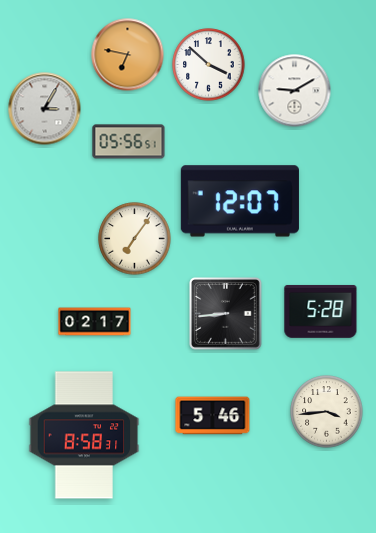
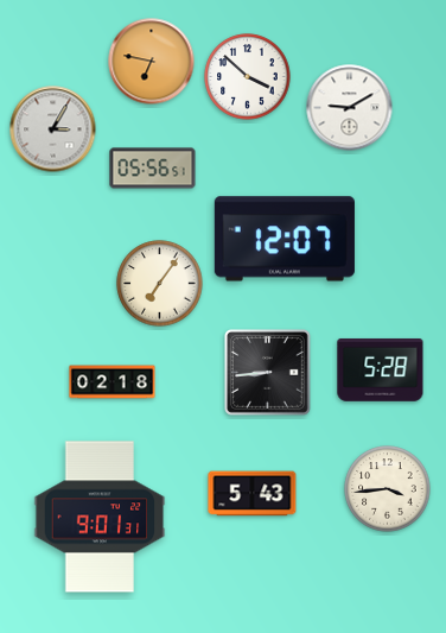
clock at (128, 55) position: (128, 55) -> (152, 62)
clock at (95, 322): 02:17 -> 02:18
clock at (213, 416): 5:46 -> 5:43
clock at (84, 435): 8:58 -> 9:01
